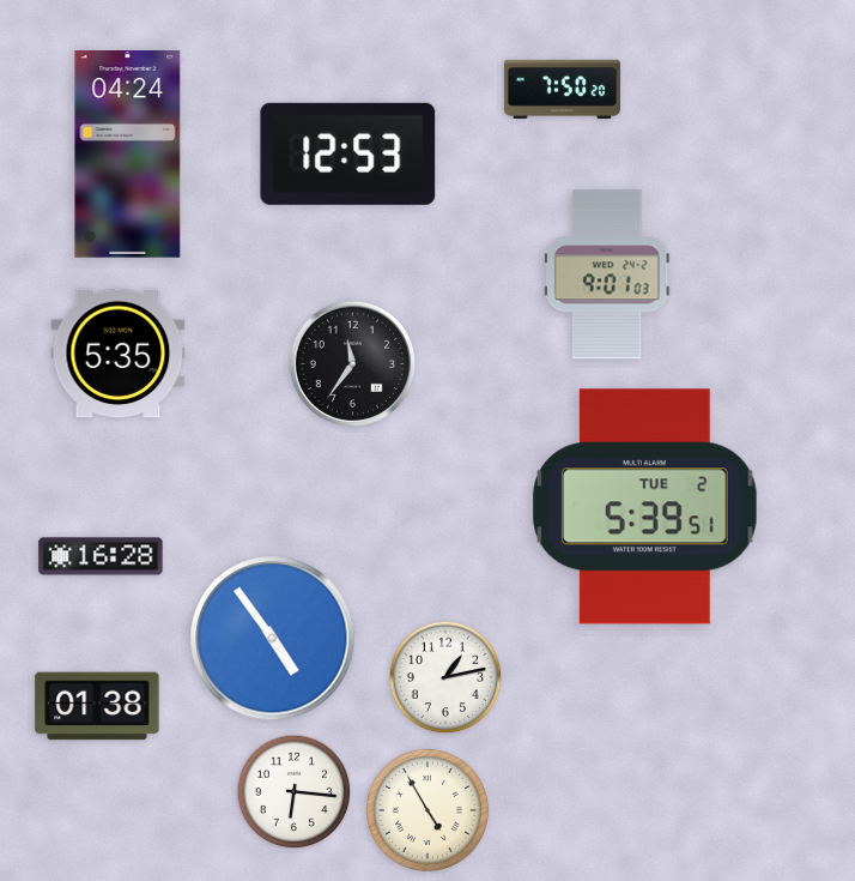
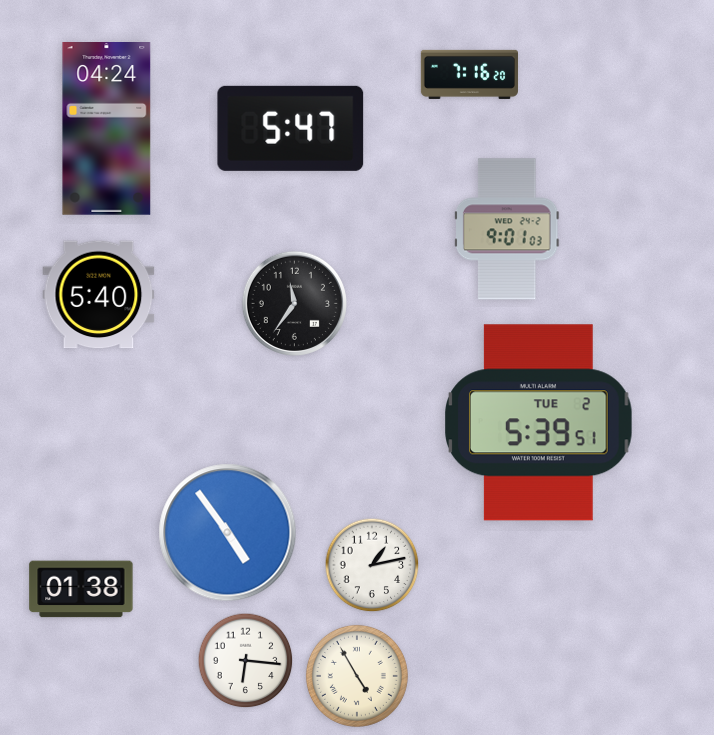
clock at (562, 89): 7:50 -> 7:16
clock at (348, 153): 12:53 -> 5:47
clock at (119, 354): 5:35 -> 5:40
clock at (101, 556): 16:28 -> none
